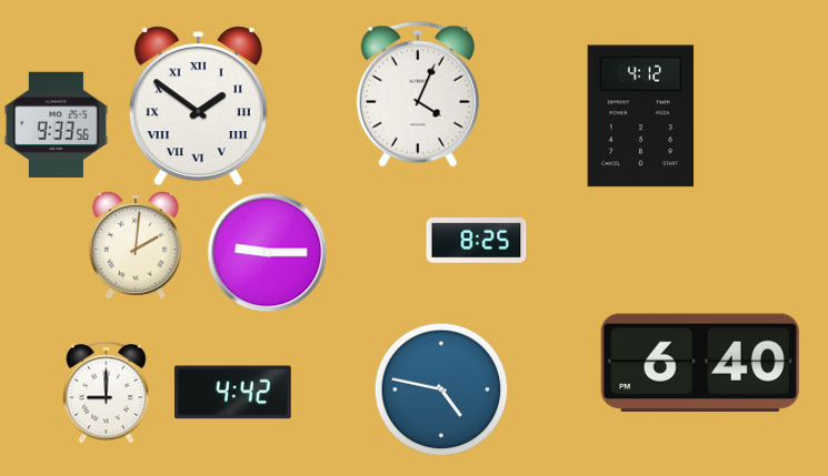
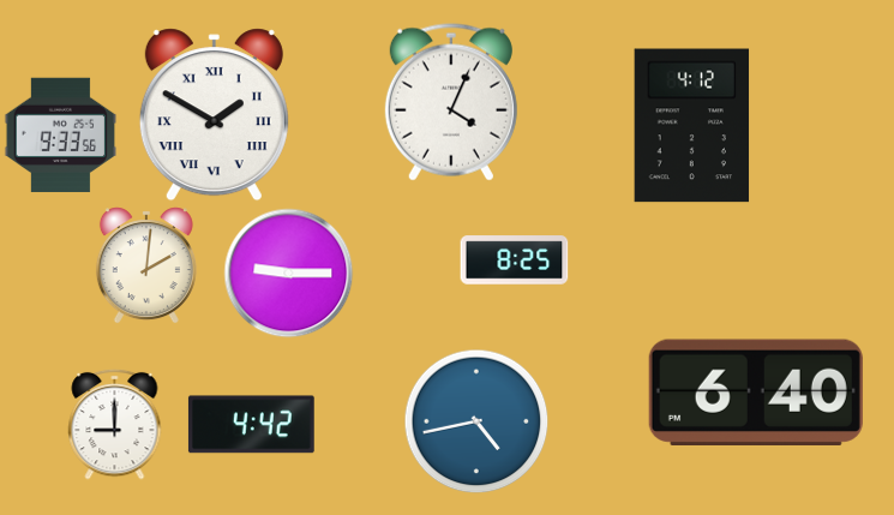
clock at (198, 107): 1:51 -> 1:50
clock at (441, 389): 4:47 -> 4:43
